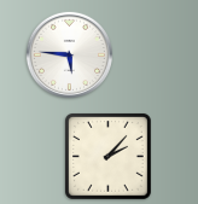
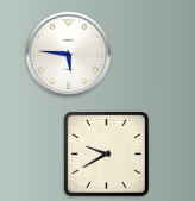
clock at (107, 156): 2:07 -> 9:40
